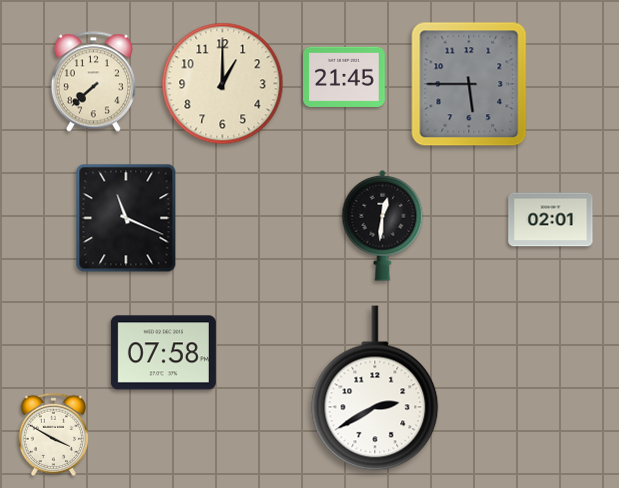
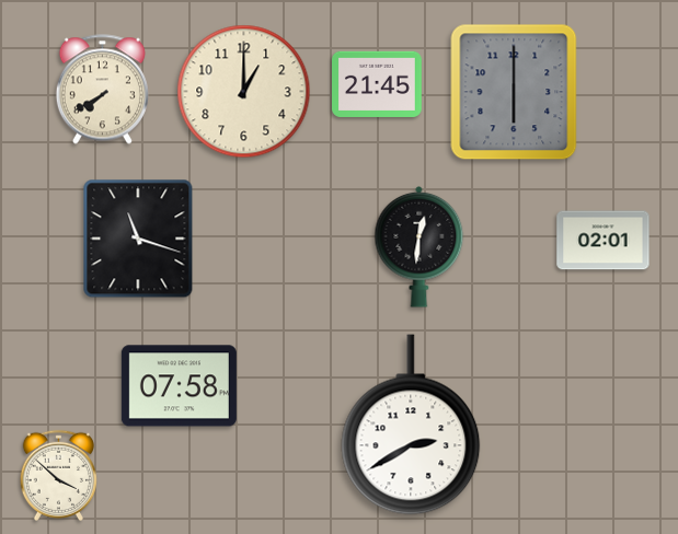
clock at (93, 82): 7:38 -> 7:40
clock at (469, 84): 5:45 -> 6:00
clock at (126, 218): 11:19 -> 11:18
clock at (53, 434): 3:50 -> 3:52
